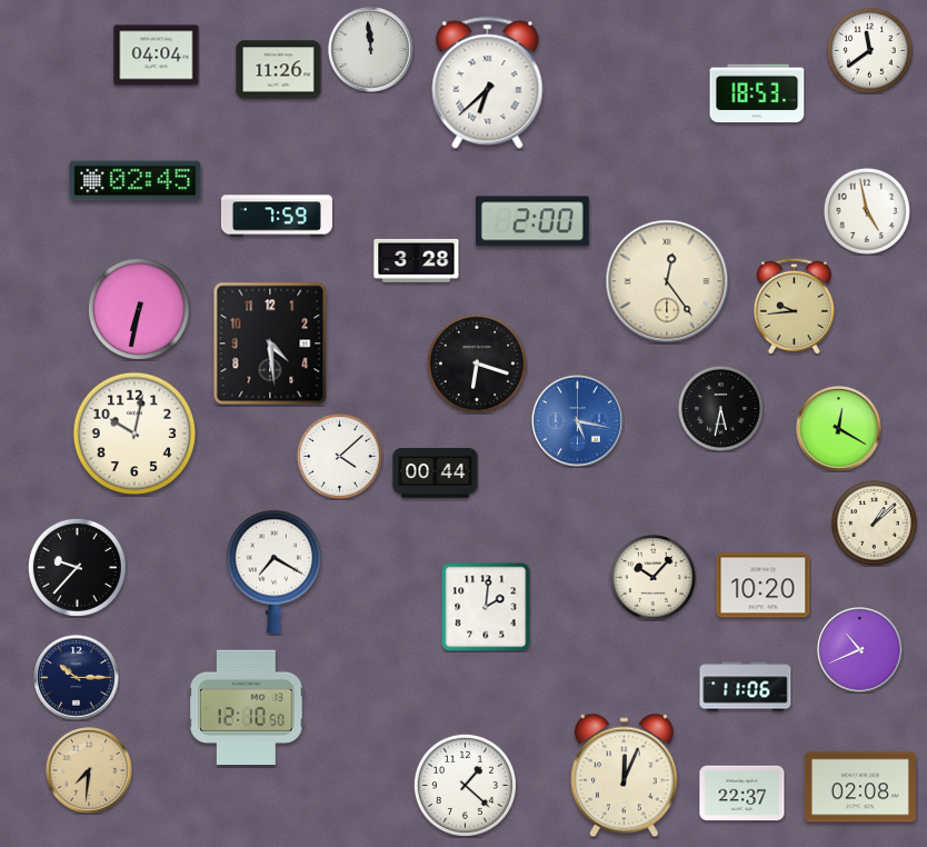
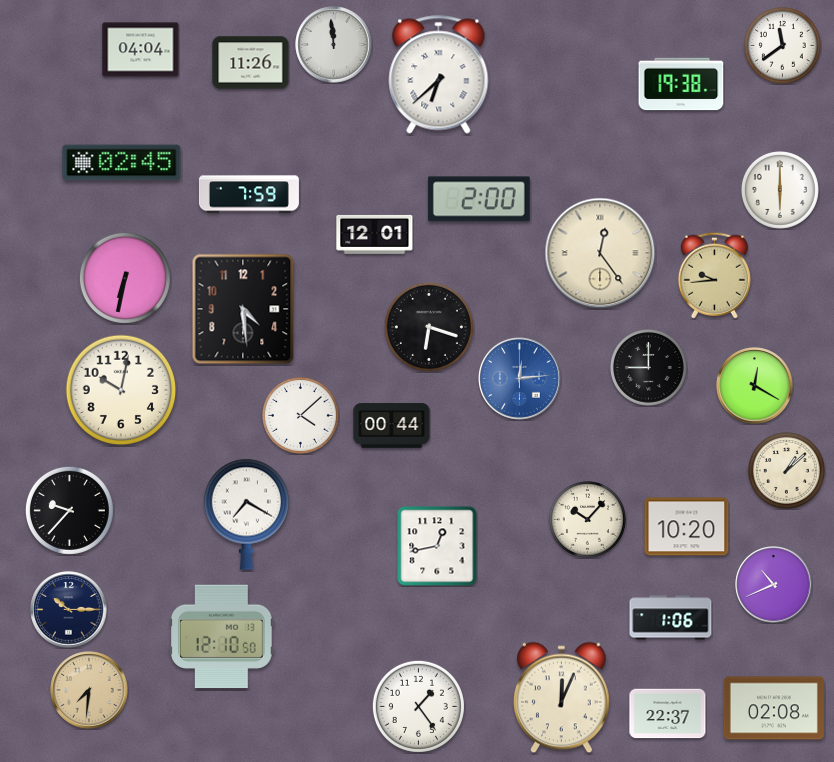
clock at (757, 93): 18:53 -> 19:38
clock at (867, 211): 4:58 -> 6:00
clock at (417, 260): 3:28 -> 12:01
clock at (720, 408): 5:32 -> 9:00
clock at (578, 421): 5:17 -> 12:14
clock at (339, 456) position: (339, 456) -> (300, 415)
clock at (486, 607): 2:01 -> 12:43
clock at (746, 687): 11:06 -> 1:06
clock at (89, 770) position: (89, 770) -> (89, 690)
clock at (465, 785): 1:22 -> 1:24
